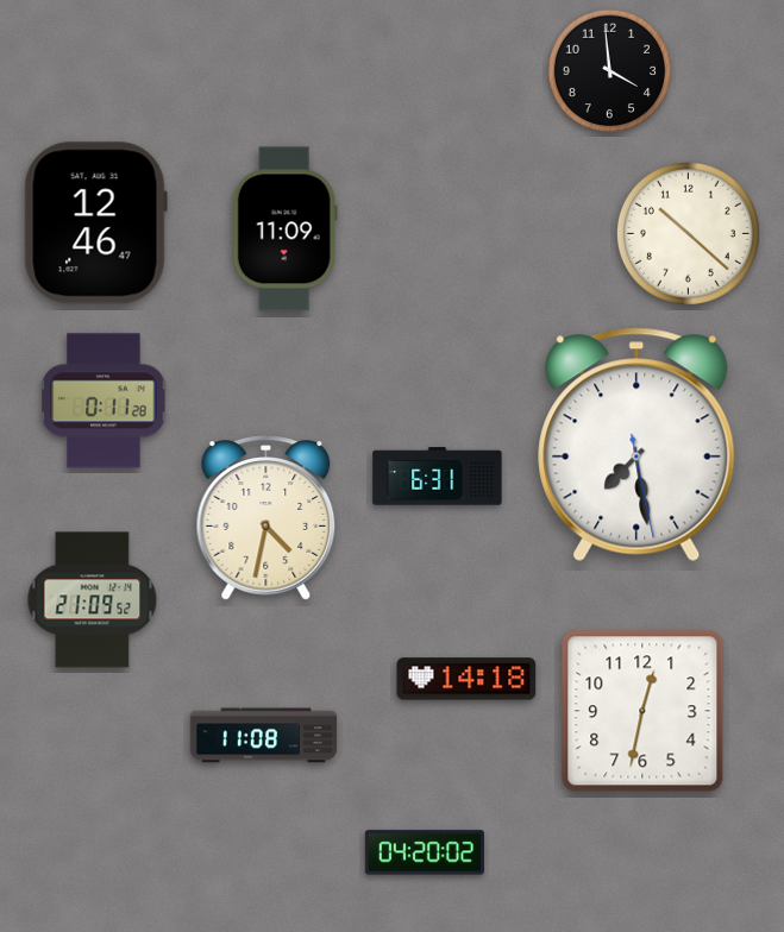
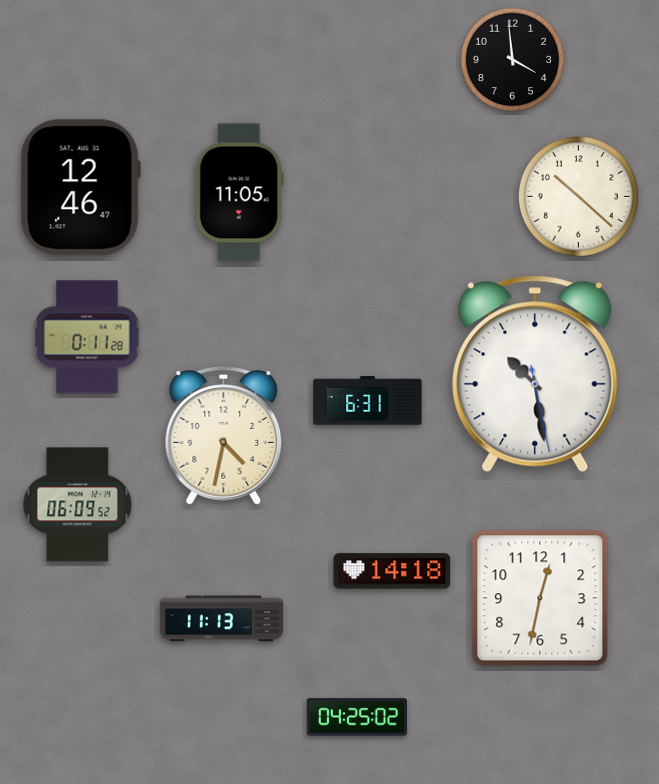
clock at (284, 229): 11:09 -> 11:05
clock at (636, 445): 7:28 -> 10:28
clock at (93, 600): 21:09 -> 06:09
clock at (263, 736): 11:08 -> 11:13
clock at (425, 852): 04:20 -> 04:25
